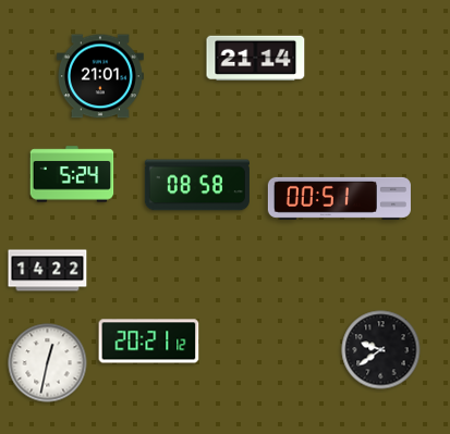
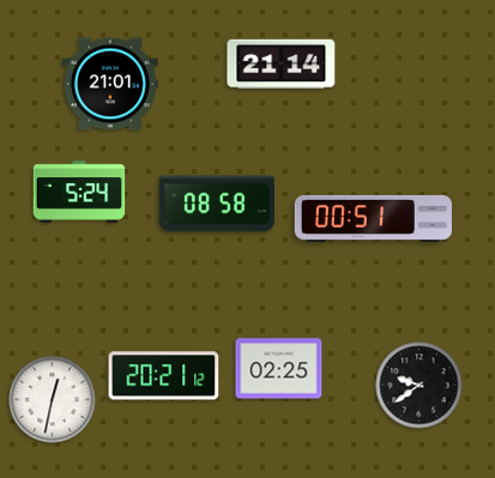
clock at (48, 271): 14:22 -> none
clock at (279, 369): none -> 02:25
